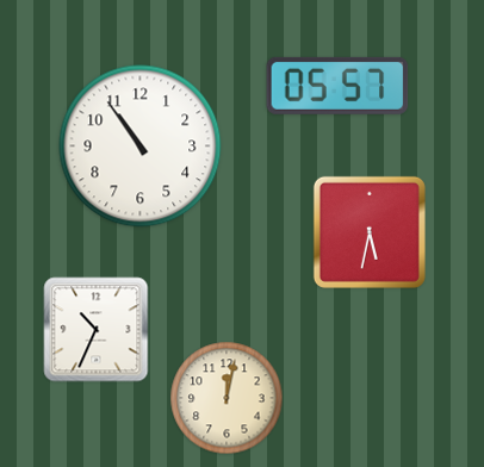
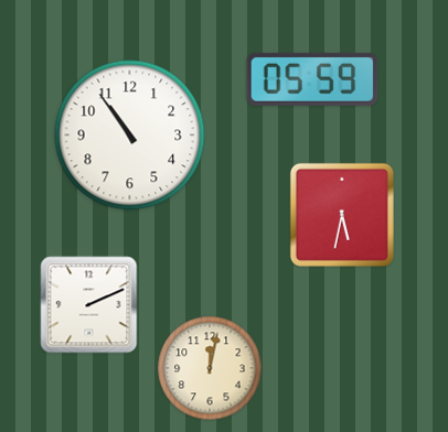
clock at (337, 86): 05:57 -> 05:59
clock at (97, 330): 10:34 -> 2:11
